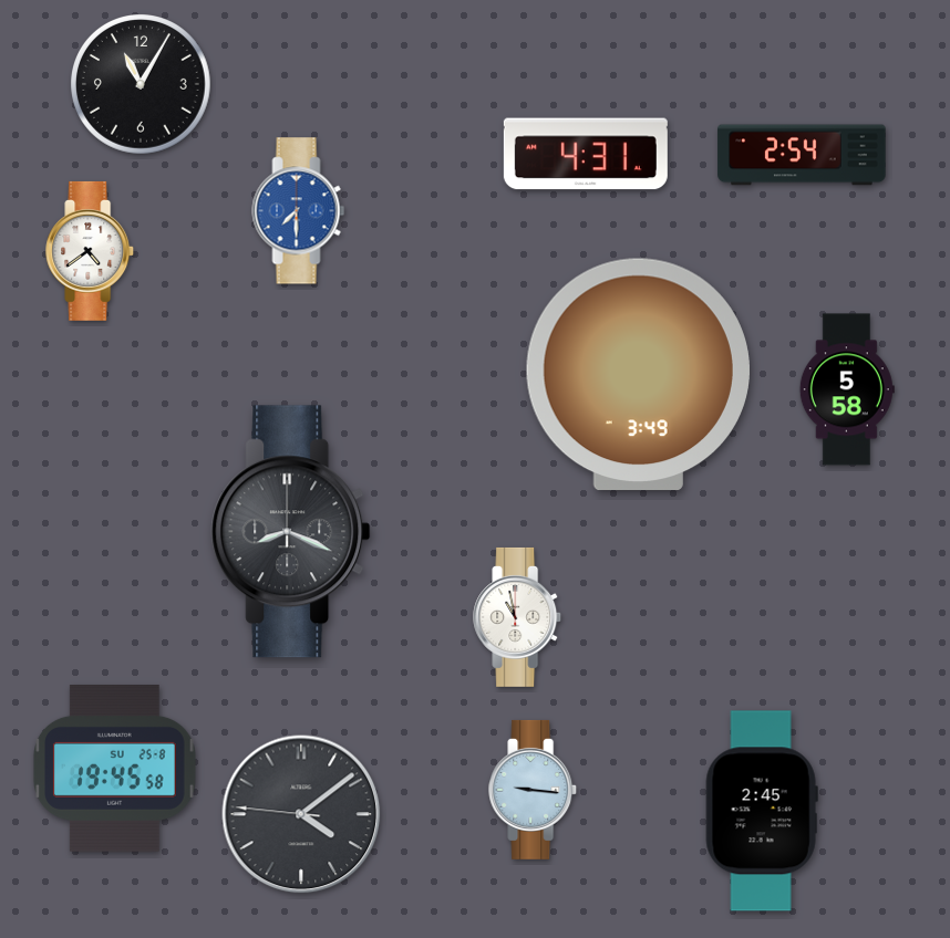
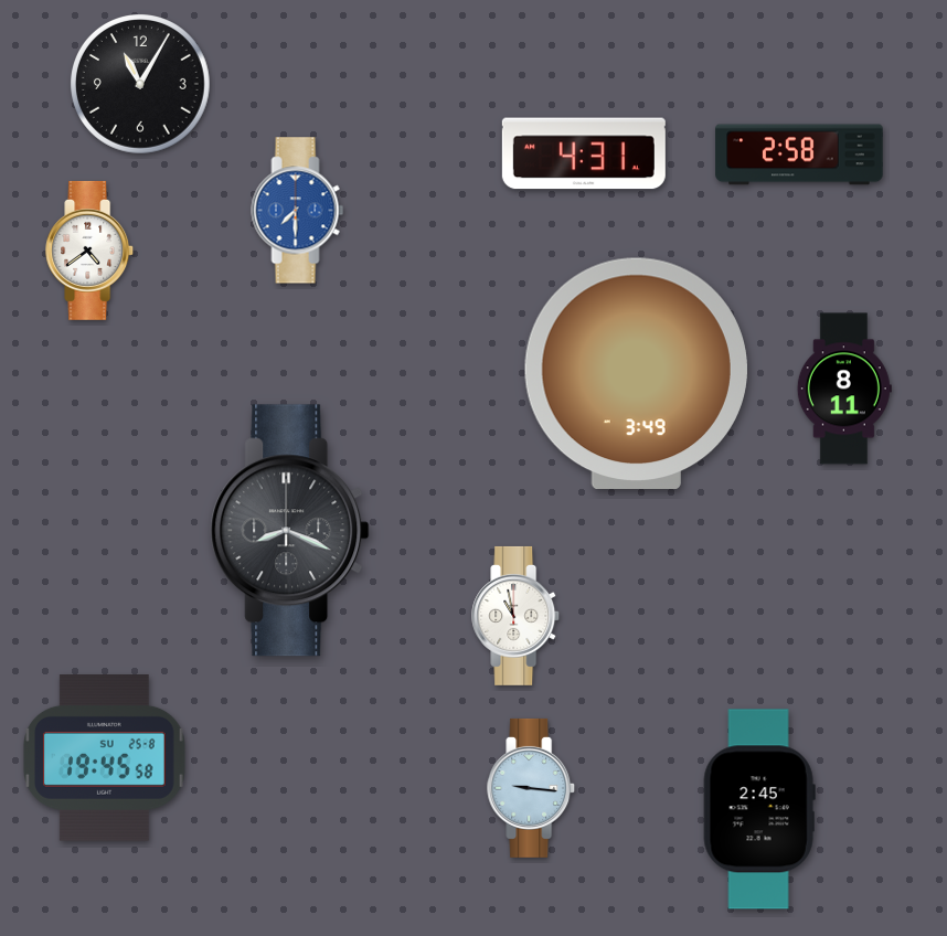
clock at (802, 155): 2:54 -> 2:58
clock at (847, 389): 5:58 -> 8:11
clock at (115, 769) position: (115, 769) -> (105, 758)
clock at (301, 814): 4:08 -> none
